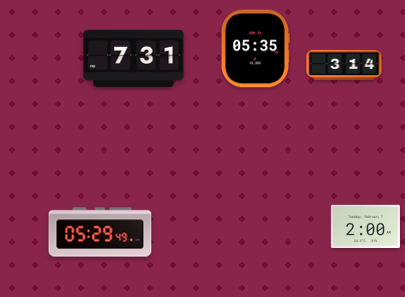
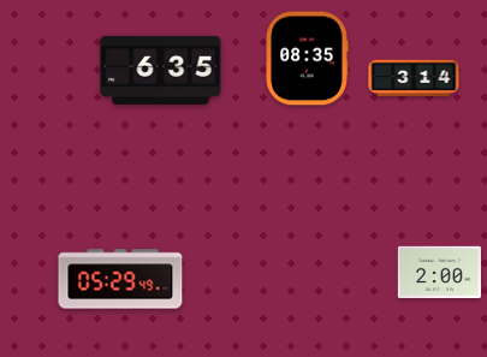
clock at (256, 49): 05:35 -> 08:35
clock at (134, 58): 7:31 -> 6:35
